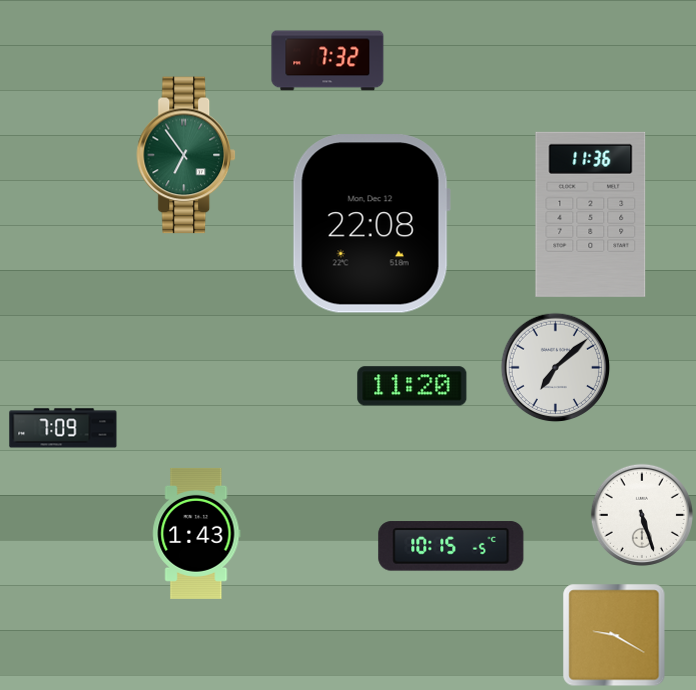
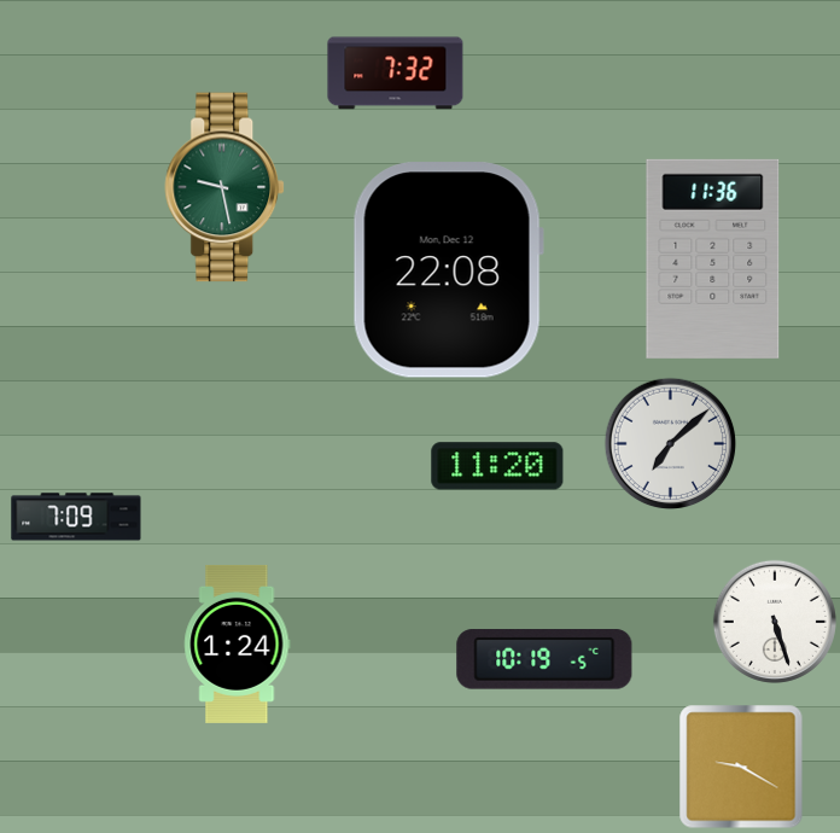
clock at (187, 155): 6:54 -> 9:28
clock at (197, 533): 1:43 -> 1:24
clock at (451, 546): 10:15 -> 10:19
